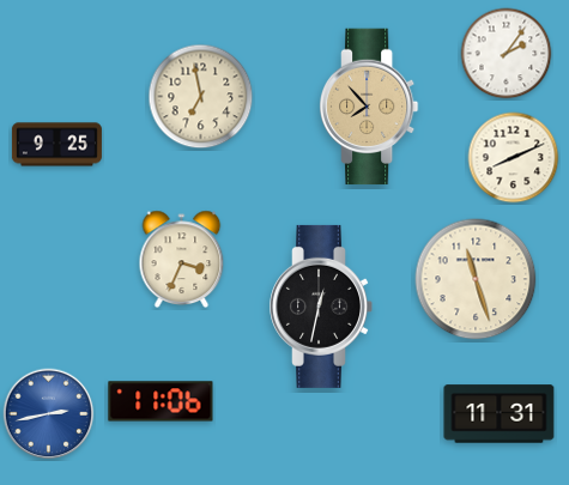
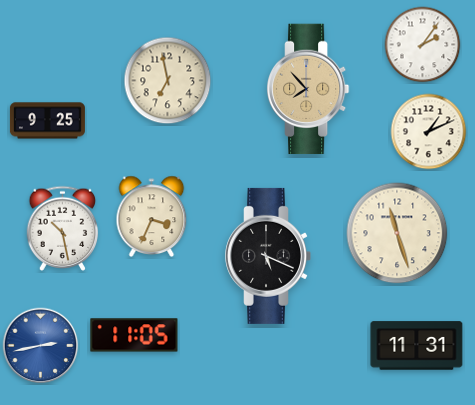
clock at (514, 158): 8:11 -> 1:11
clock at (63, 228): none -> 10:28
clock at (321, 307): 12:32 -> 5:19
clock at (161, 401): 11:06 -> 11:05
